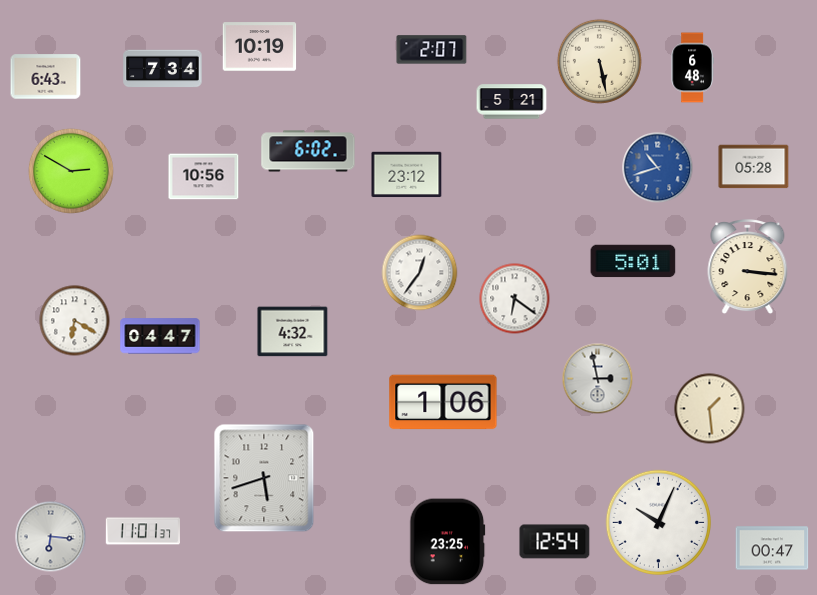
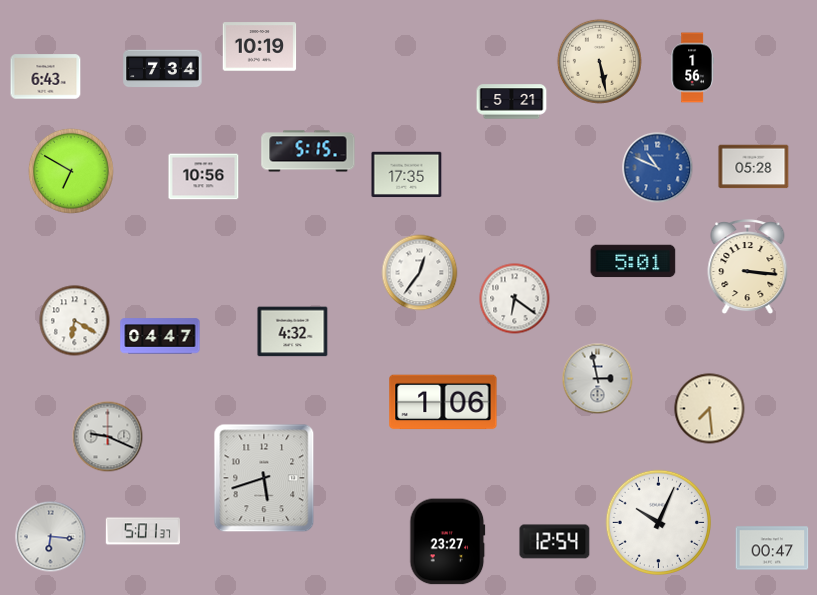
clock at (432, 50): 2:07 -> none
clock at (692, 68): 6:48 -> 1:56
clock at (308, 151): 6:02 -> 5:15
clock at (658, 168): 10:42 -> 10:49
clock at (71, 171): 2:50 -> 6:50
clock at (407, 175): 23:12 -> 17:35
clock at (710, 409): 1:29 -> 7:29
clock at (108, 437): none -> 9:19
clock at (142, 531): 11:01 -> 5:01
clock at (448, 542): 23:25 -> 23:27
